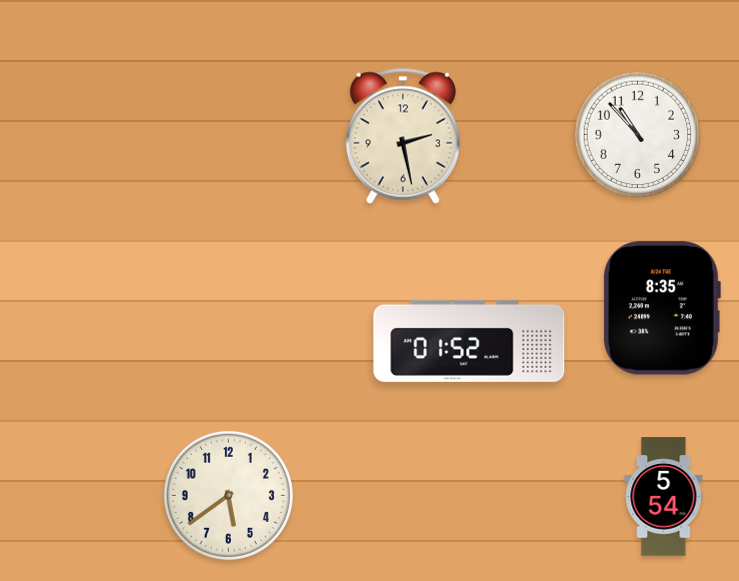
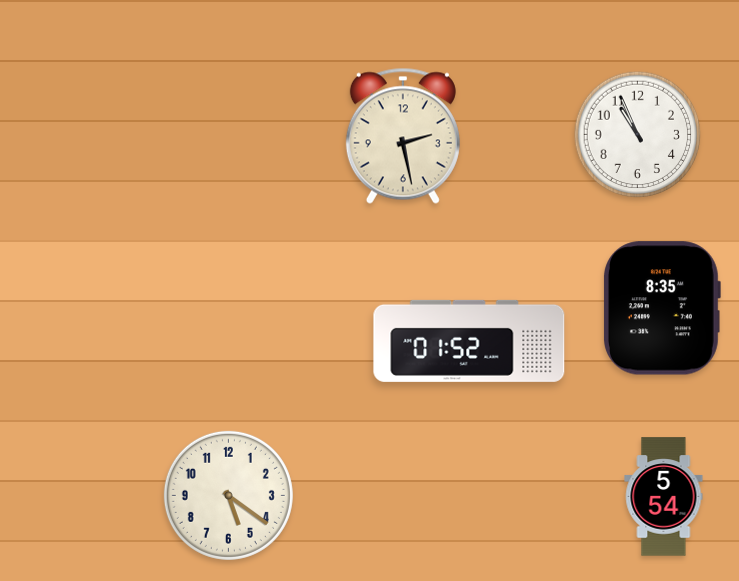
clock at (638, 135): 10:53 -> 10:56
clock at (228, 495): 5:39 -> 5:21
